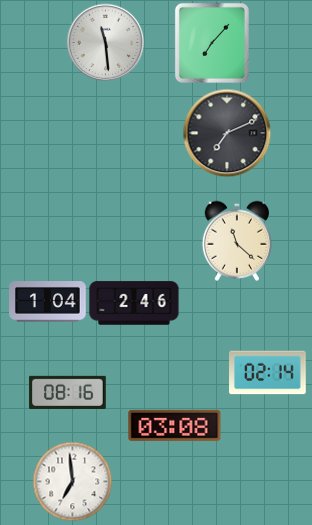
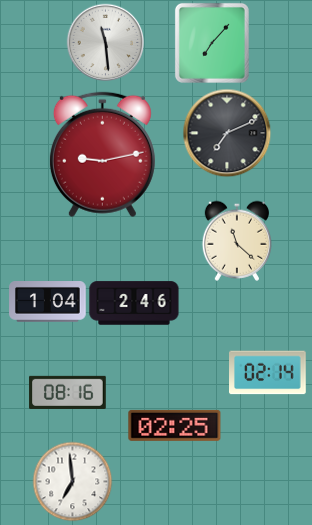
clock at (102, 155): none -> 9:13
clock at (175, 425): 03:08 -> 02:25
